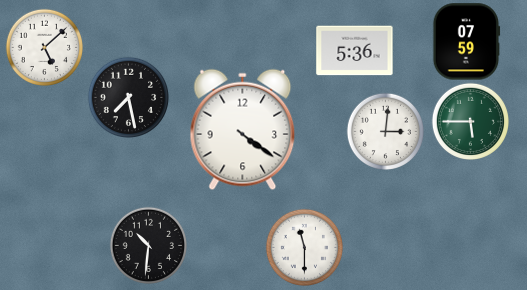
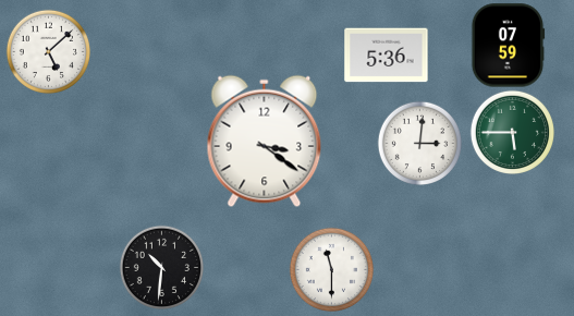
clock at (128, 97): 7:28 -> none
clock at (243, 130): 4:21 -> 3:21
